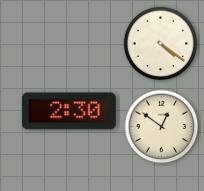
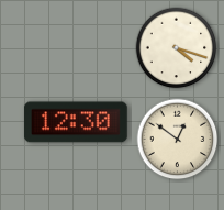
clock at (161, 44): 4:21 -> 4:18
clock at (69, 111): 2:30 -> 12:30
